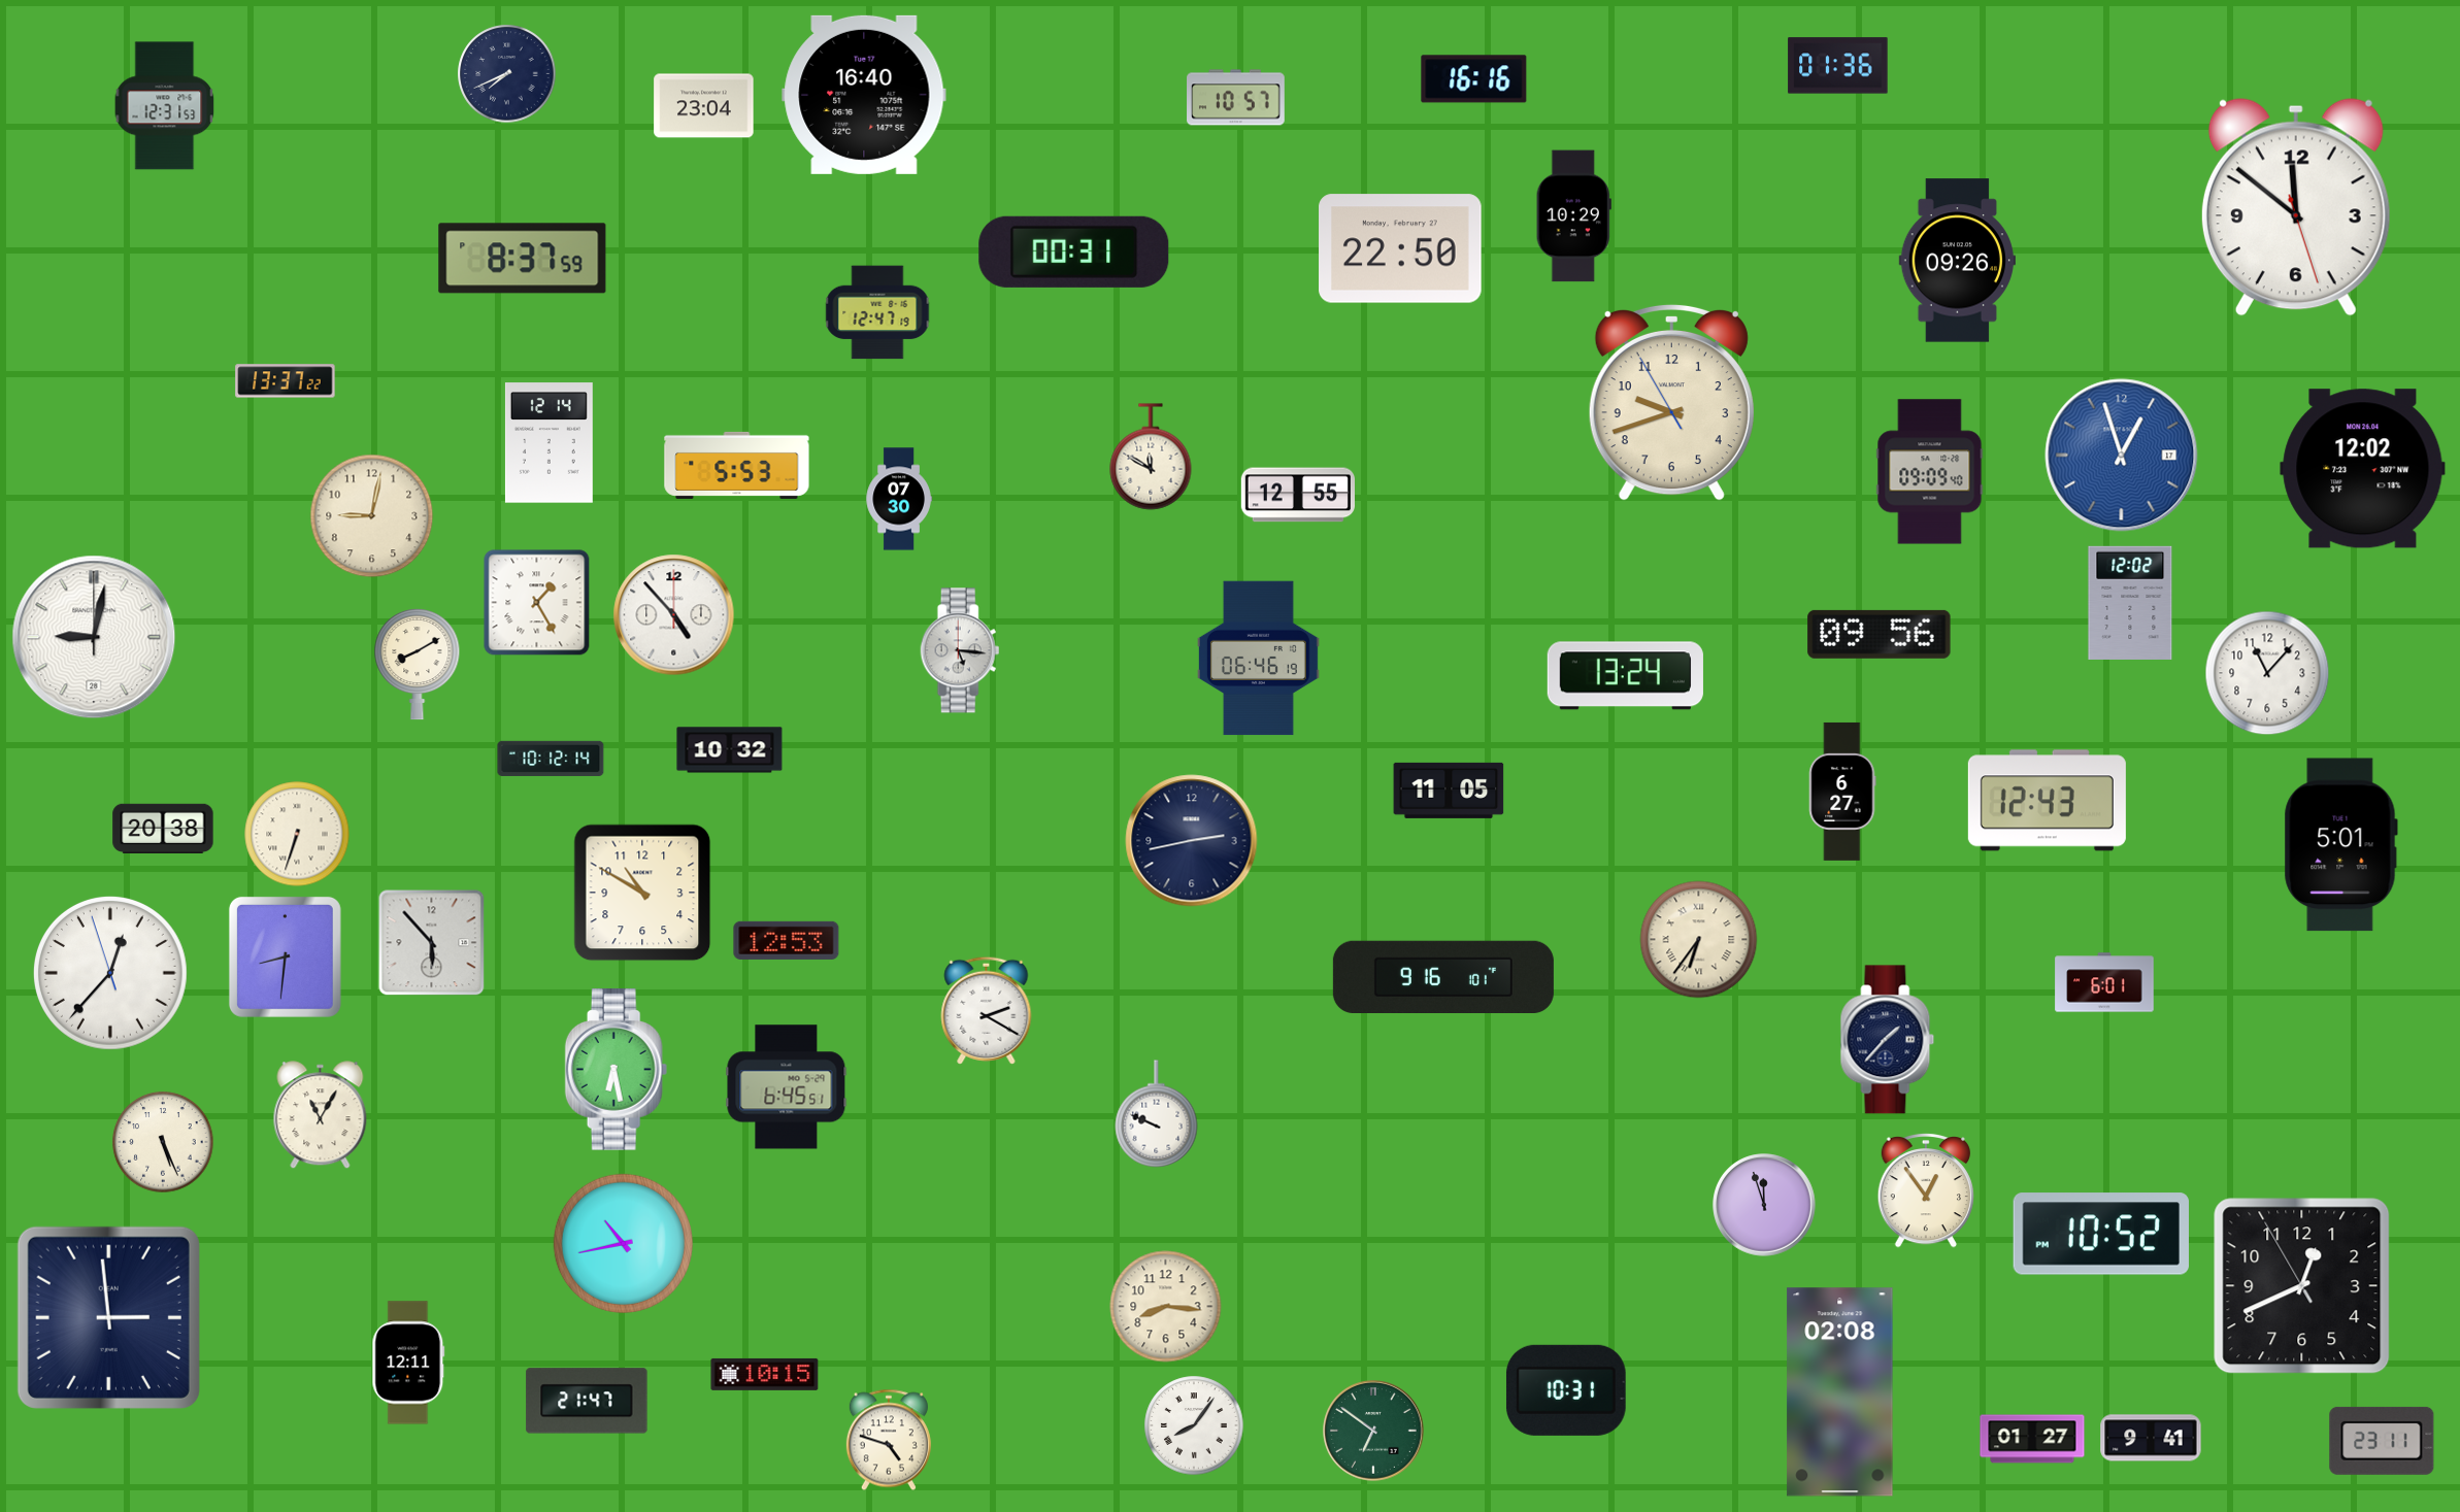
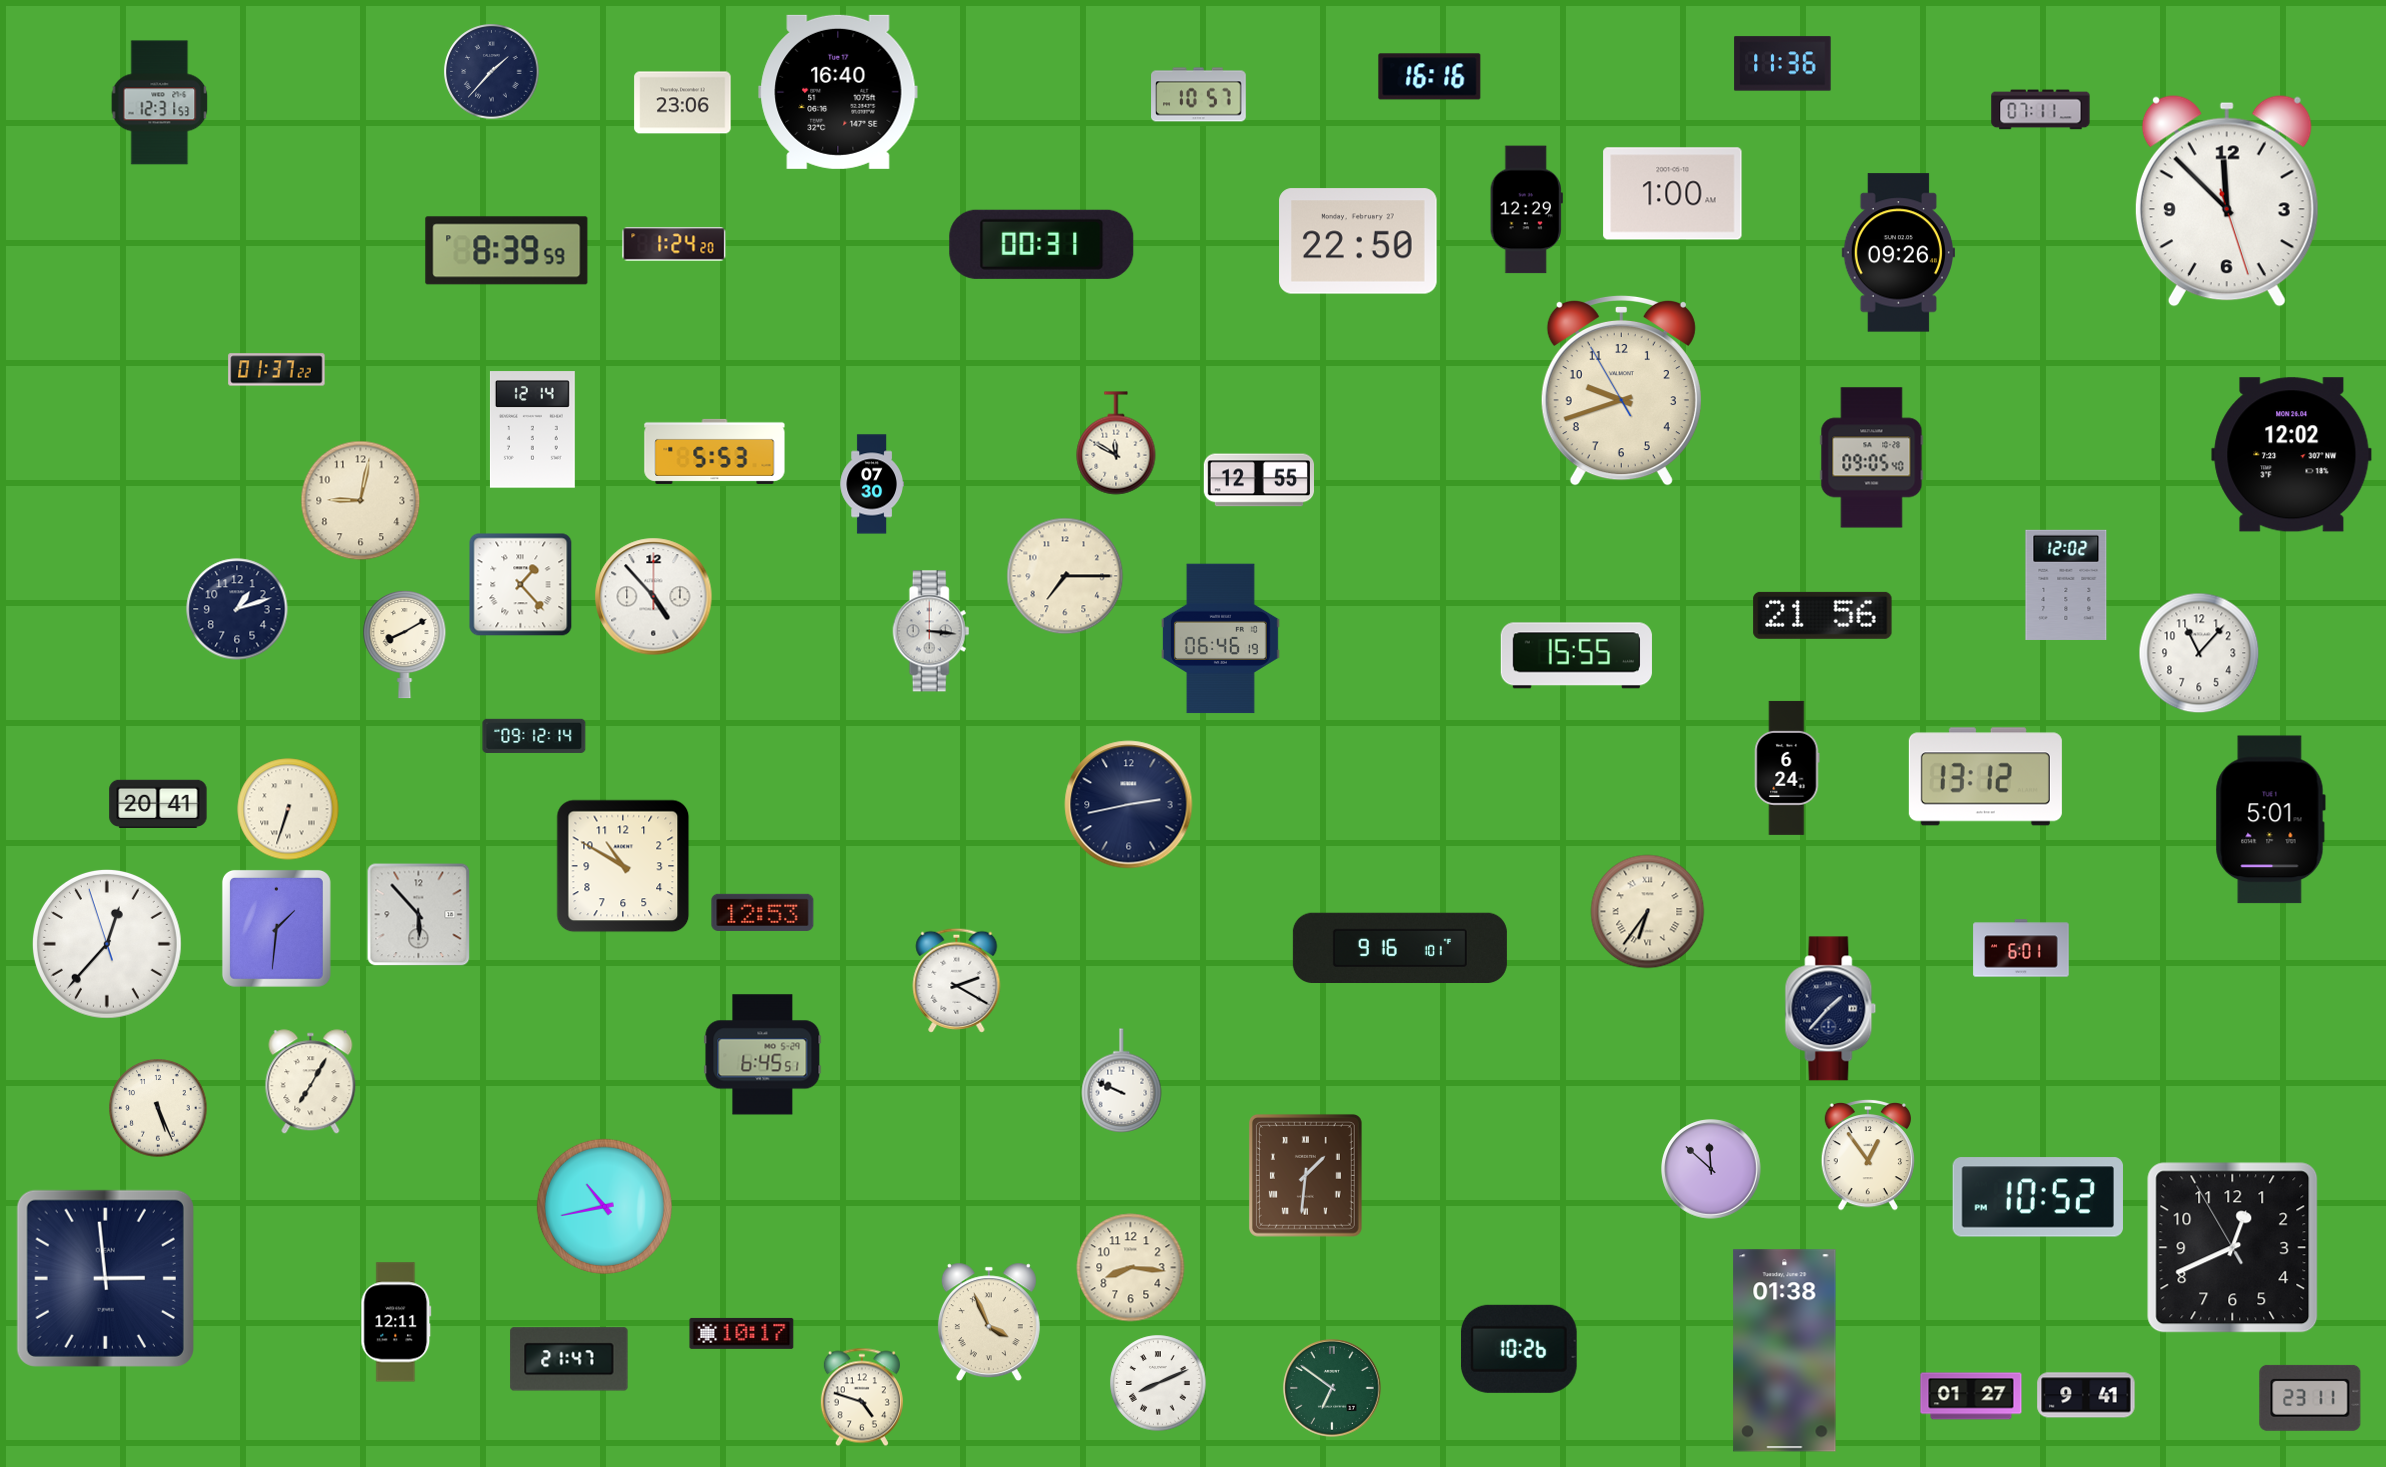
clock at (1838, 66): 01:36 -> 11:36
clock at (507, 74): 7:41 -> 1:37
clock at (704, 106): 23:04 -> 23:06
clock at (2041, 110): none -> 07:11
clock at (1673, 194): none -> 1:00
clock at (2296, 207): 11:51 -> 11:52
clock at (1573, 216): 10:29 -> 12:29
clock at (674, 244): none -> 1:24
clock at (523, 259): 8:37 -> 8:39
clock at (877, 312): 12:47 -> none
clock at (286, 381): 13:37 -> 01:37
clock at (2122, 456): 12:57 -> none
clock at (1930, 472): 09:09 -> 09:05
clock at (1065, 576): none -> 7:15
clock at (537, 603): 1:25 -> 1:23
clock at (237, 609): none -> 1:12
clock at (1880, 634): 09:56 -> 21:56
clock at (94, 637): 9:02 -> none
clock at (960, 650): 5:16 -> 3:16
clock at (1625, 676): 13:24 -> 15:55
clock at (730, 750): 10:32 -> none
clock at (551, 759): 10:12 -> 09:12
clock at (1449, 791): 11:05 -> none
clock at (1842, 792): 6:27 -> 6:24
clock at (2047, 801): 12:43 -> 13:12
clock at (163, 828): 20:38 -> 20:41
clock at (1192, 841) position: (1192, 841) -> (1129, 805)
clock at (285, 956): 8:31 -> 1:31
clock at (2104, 982) position: (2104, 982) -> (2021, 948)
clock at (617, 1070): 6:28 -> none
clock at (321, 1115): 11:05 -> 7:05
clock at (1764, 1205): 11:57 -> 11:52
clock at (1305, 1175): none -> 1:31
clock at (989, 1322): none -> 3:56
clock at (765, 1374): 10:15 -> 10:17
clock at (1566, 1390): 10:31 -> 10:26
clock at (1840, 1392): 02:08 -> 01:38
clock at (1194, 1425): 8:06 -> 8:11
